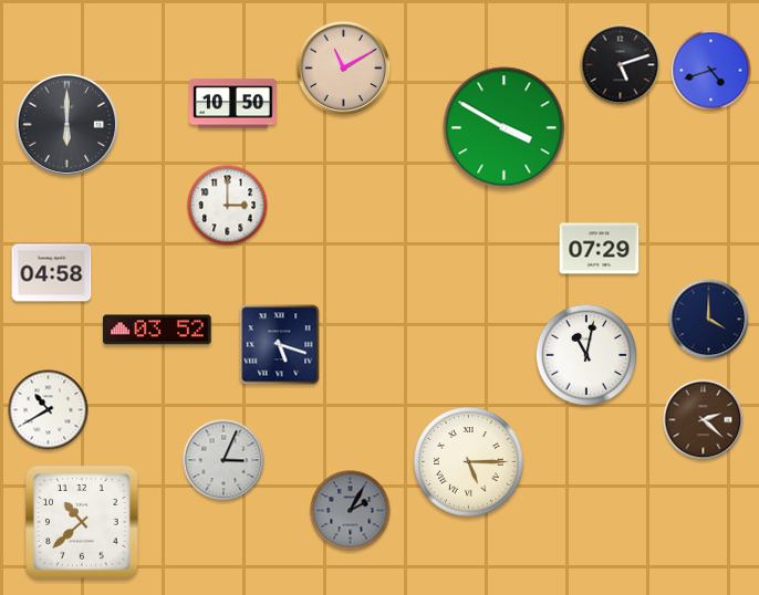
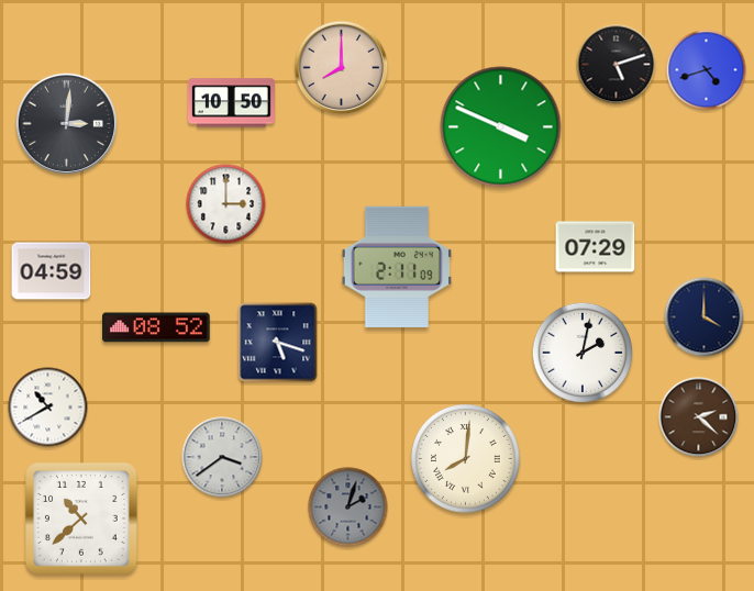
clock at (344, 69): 11:10 -> 8:00
clock at (66, 124): 6:00 -> 3:01
clock at (505, 128): 3:50 -> 3:49
clock at (396, 267): none -> 2:11
clock at (52, 273): 04:58 -> 04:59
clock at (157, 330): 03:52 -> 08:52
clock at (586, 355): 11:02 -> 2:02
clock at (223, 460): 3:04 -> 3:39
clock at (469, 462): 5:15 -> 8:01
clock at (351, 511): 2:05 -> 2:03
